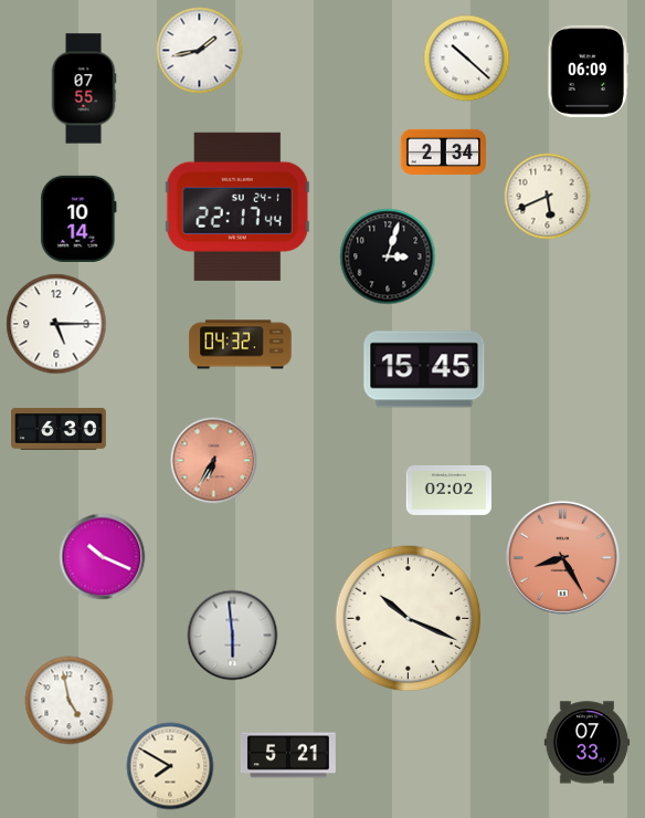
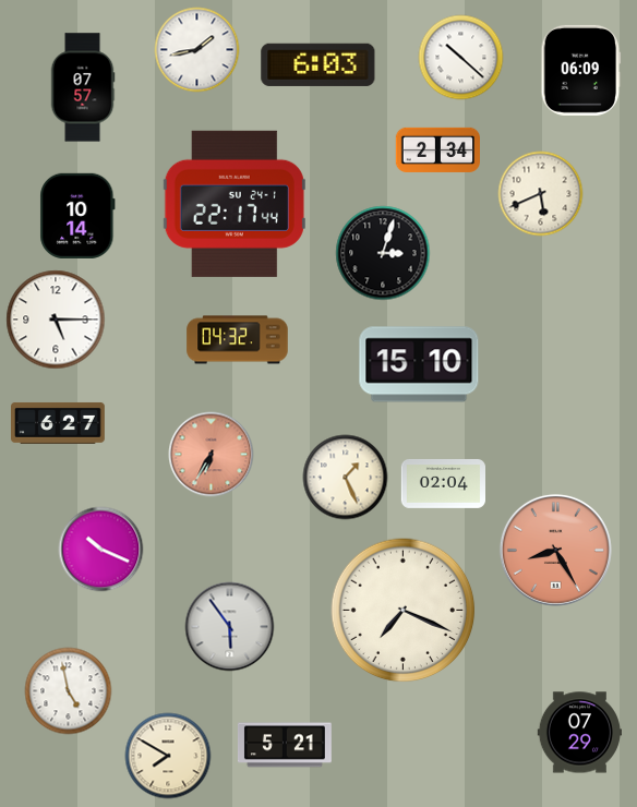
clock at (318, 64): none -> 6:03
clock at (84, 88): 07:55 -> 07:57
clock at (424, 369): 15:45 -> 15:10
clock at (60, 429): 6:30 -> 6:27
clock at (345, 477): none -> 1:26
clock at (448, 490): 02:02 -> 02:04
clock at (409, 619): 10:19 -> 7:19
clock at (232, 635): 5:59 -> 5:54
clock at (586, 743): 07:33 -> 07:29
